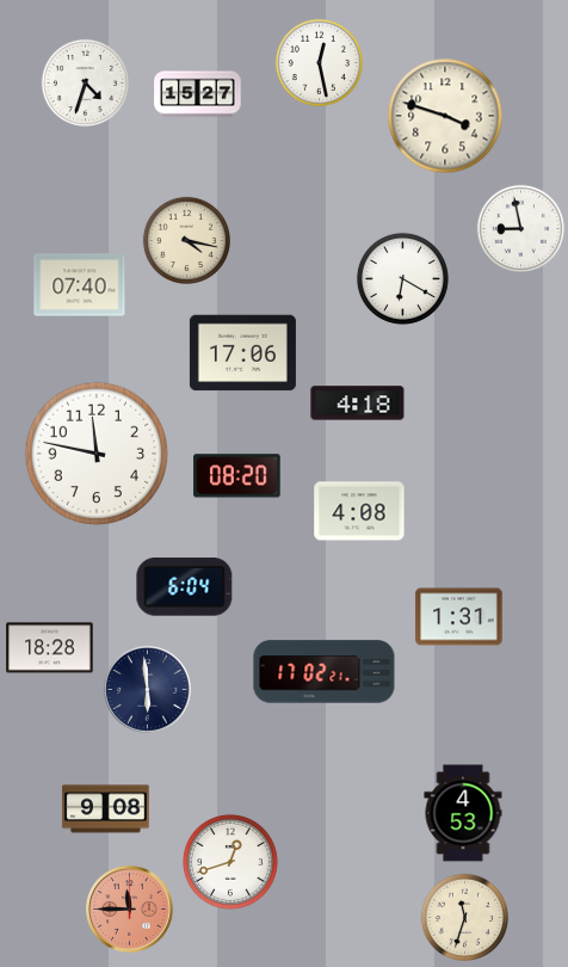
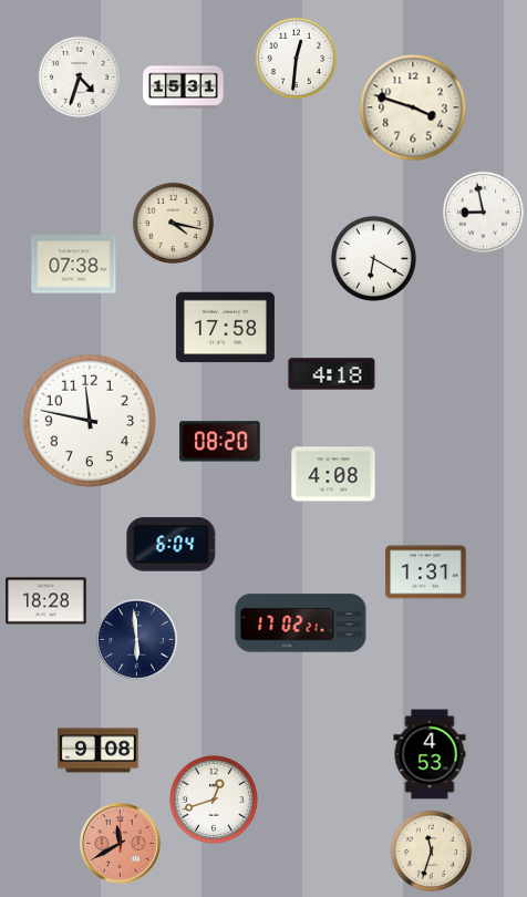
clock at (319, 62): 12:28 -> 12:31
clock at (198, 94): 15:27 -> 15:31
clock at (80, 285): 07:40 -> 07:38
clock at (242, 353): 17:06 -> 17:58
clock at (130, 910): 11:45 -> 11:40
